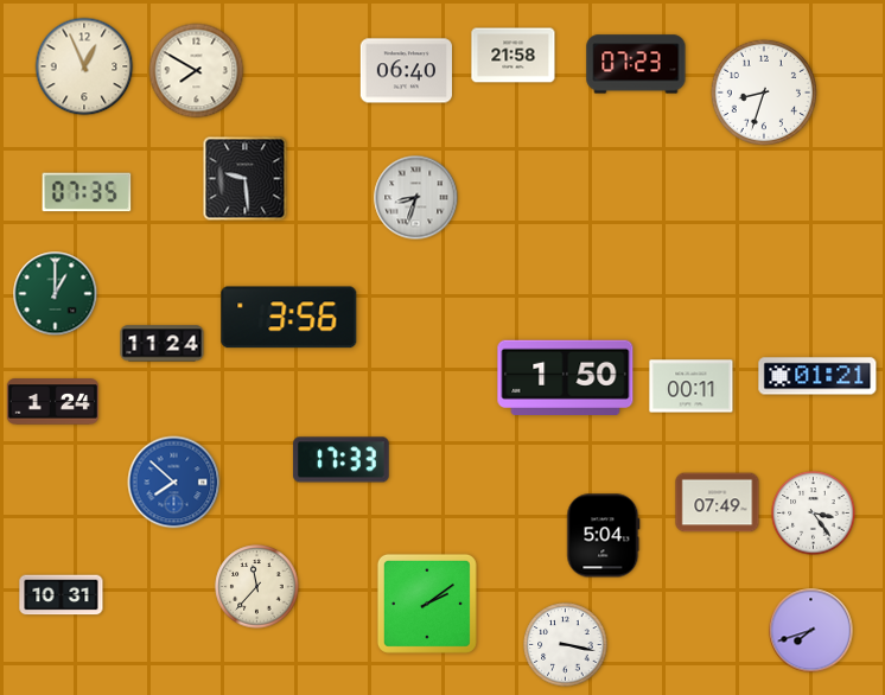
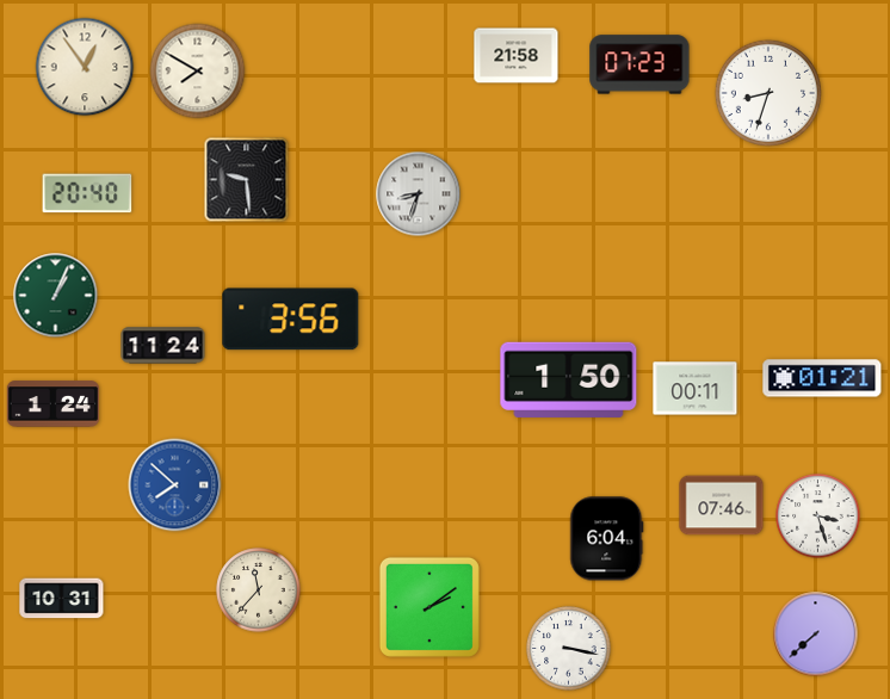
clock at (84, 66): 12:56 -> 12:54
clock at (406, 71): 06:40 -> none
clock at (87, 192): 07:35 -> 20:40
clock at (416, 198) position: (416, 198) -> (419, 194)
clock at (56, 294): 1:00 -> 1:04
clock at (342, 460): 17:33 -> none
clock at (718, 503): 07:49 -> 07:46
clock at (814, 514): 3:24 -> 3:27
clock at (604, 536): 5:04 -> 6:04
clock at (811, 631): 7:42 -> 7:38
